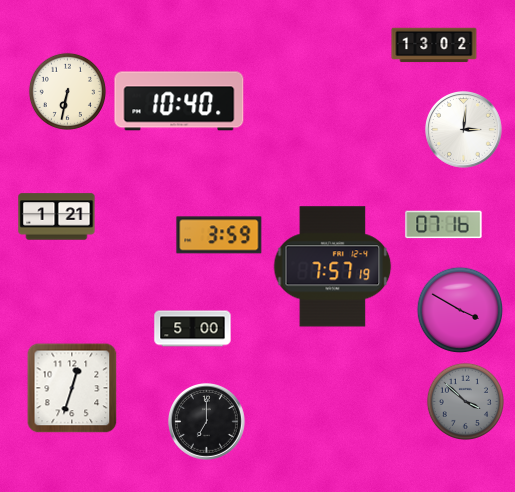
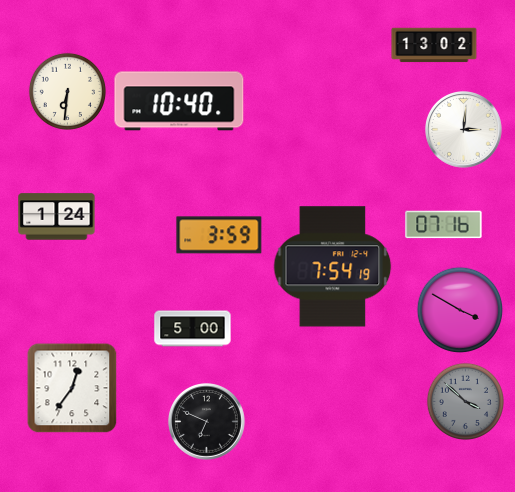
clock at (67, 91): 6:32 -> 6:31
clock at (57, 217): 1:21 -> 1:24
clock at (333, 267): 7:57 -> 7:54
clock at (72, 388): 12:33 -> 12:36
clock at (207, 422): 7:00 -> 6:49
